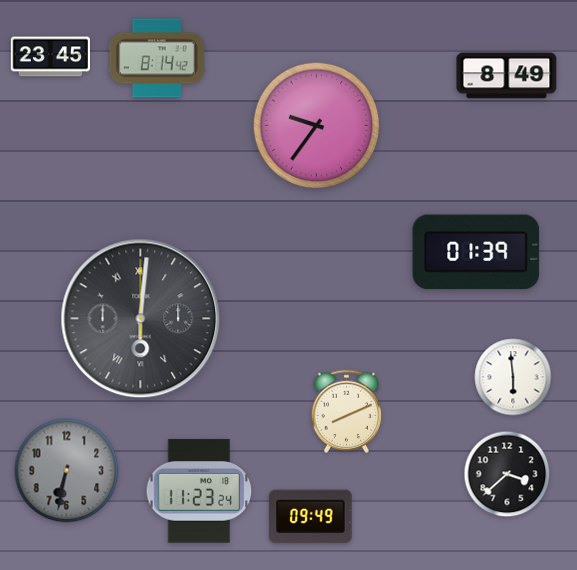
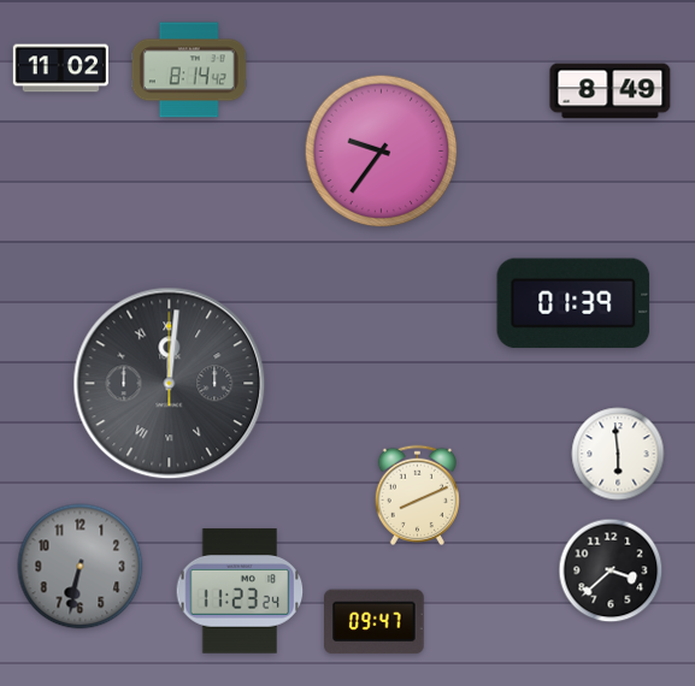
clock at (50, 57): 23:45 -> 11:02
clock at (141, 319): 6:01 -> 12:01
clock at (311, 517): 09:49 -> 09:47
